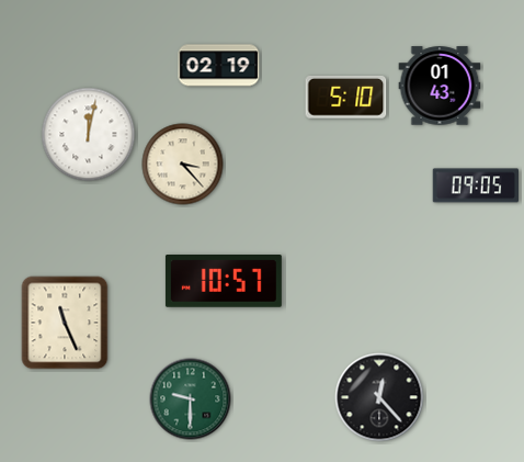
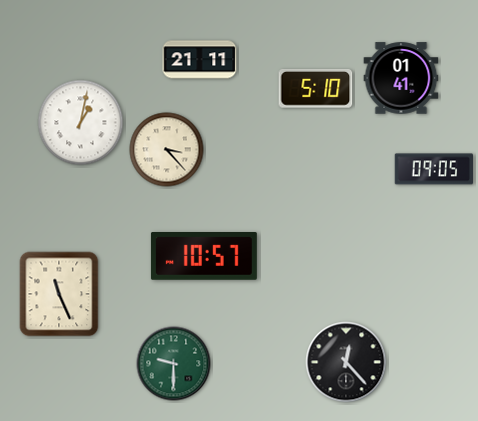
clock at (219, 66): 02:19 -> 21:11
clock at (440, 86): 01:43 -> 01:41
clock at (89, 135): 12:02 -> 1:02
